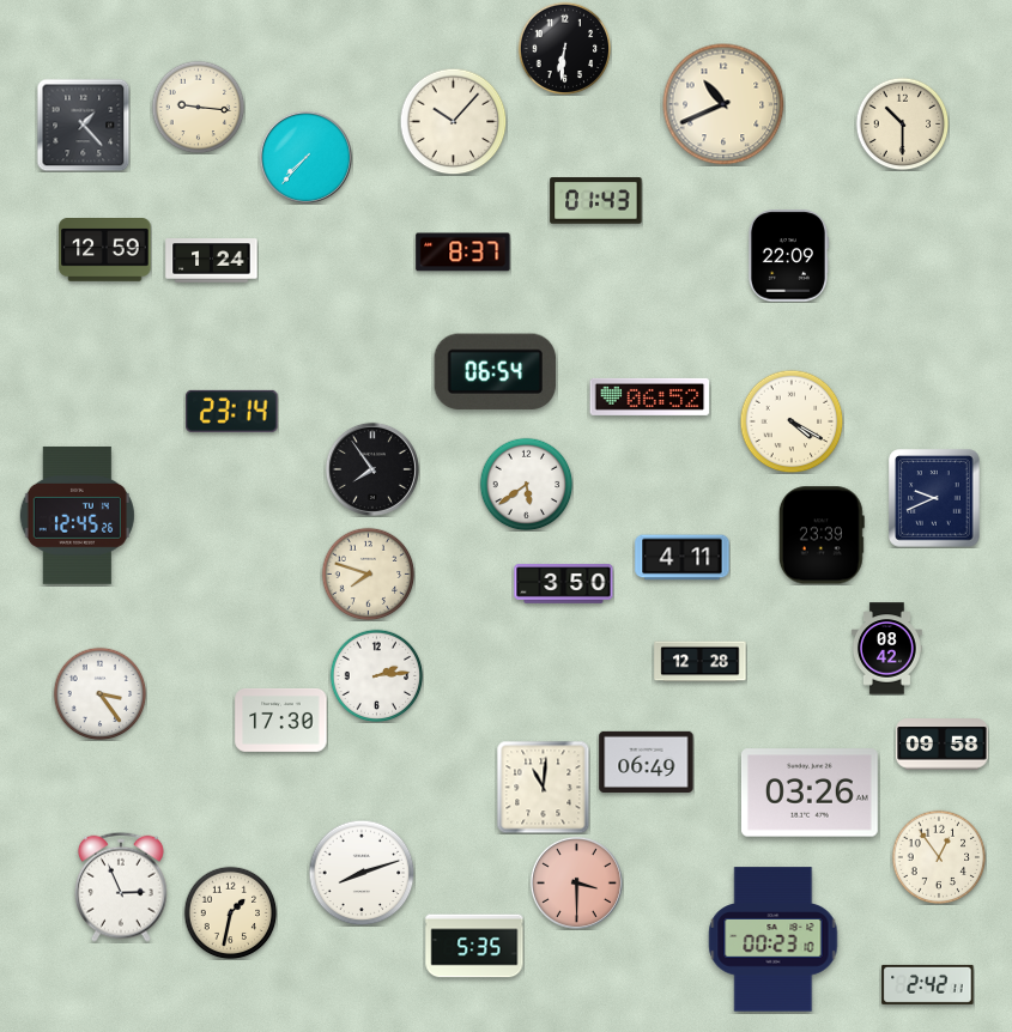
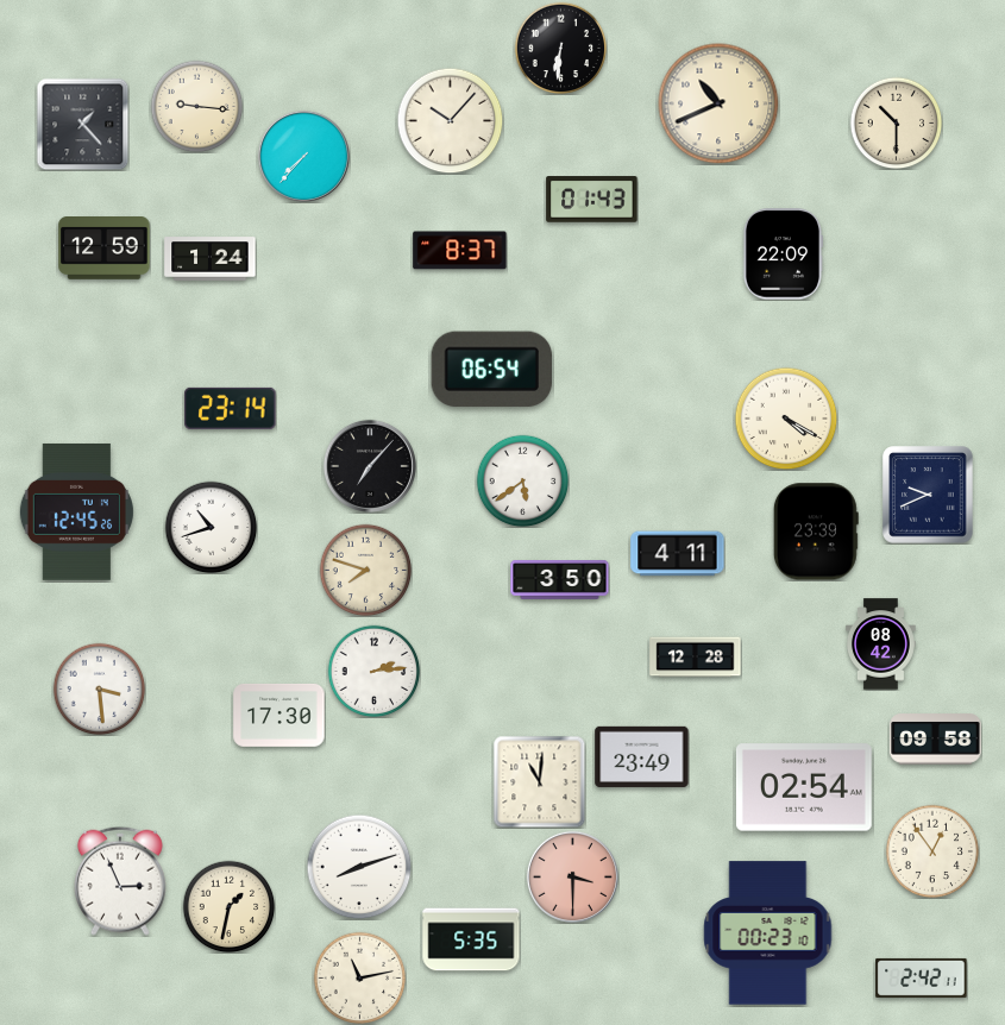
clock at (650, 396): 06:52 -> none
clock at (372, 469): 7:54 -> 7:07
clock at (211, 527): none -> 10:42
clock at (99, 693): 3:24 -> 3:29
clock at (647, 761): 06:49 -> 23:49
clock at (810, 793): 03:26 -> 02:54
clock at (359, 977): none -> 11:13
